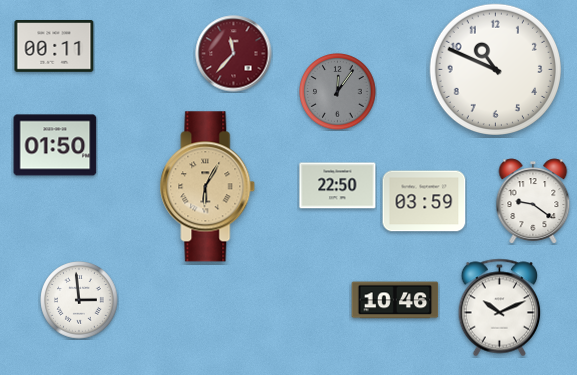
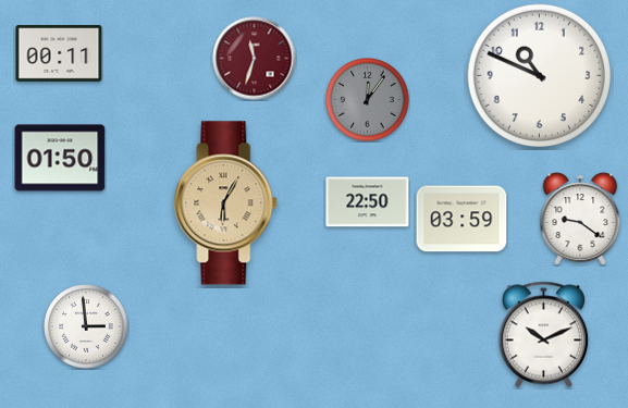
clock at (54, 47) position: (54, 47) -> (59, 54)
clock at (234, 54): 11:37 -> 11:33
clock at (395, 300): 10:46 -> none
